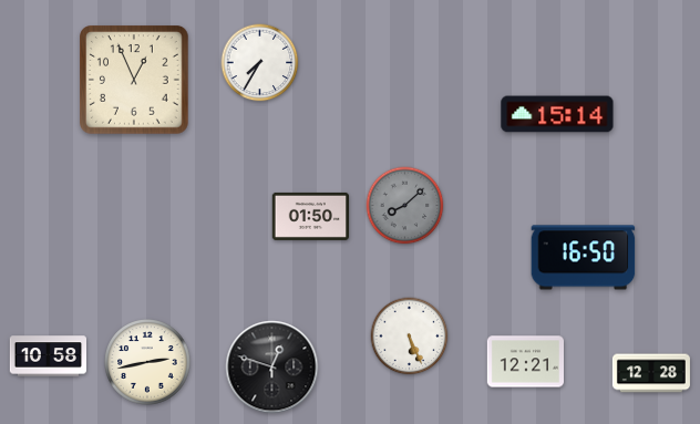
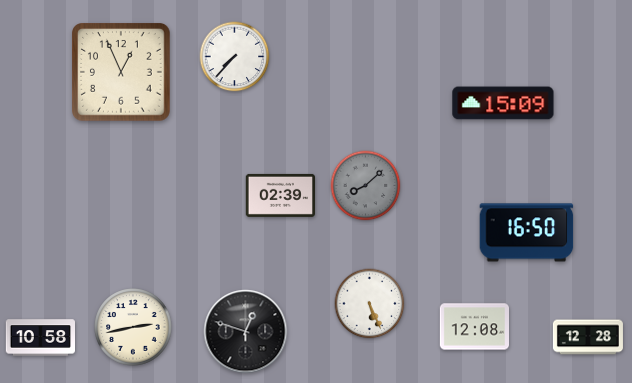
clock at (260, 63): 7:35 -> 7:37
clock at (557, 114): 15:14 -> 15:09
clock at (310, 216): 01:50 -> 02:39
clock at (48, 356) position: (48, 356) -> (40, 338)
clock at (525, 362): 12:21 -> 12:08
